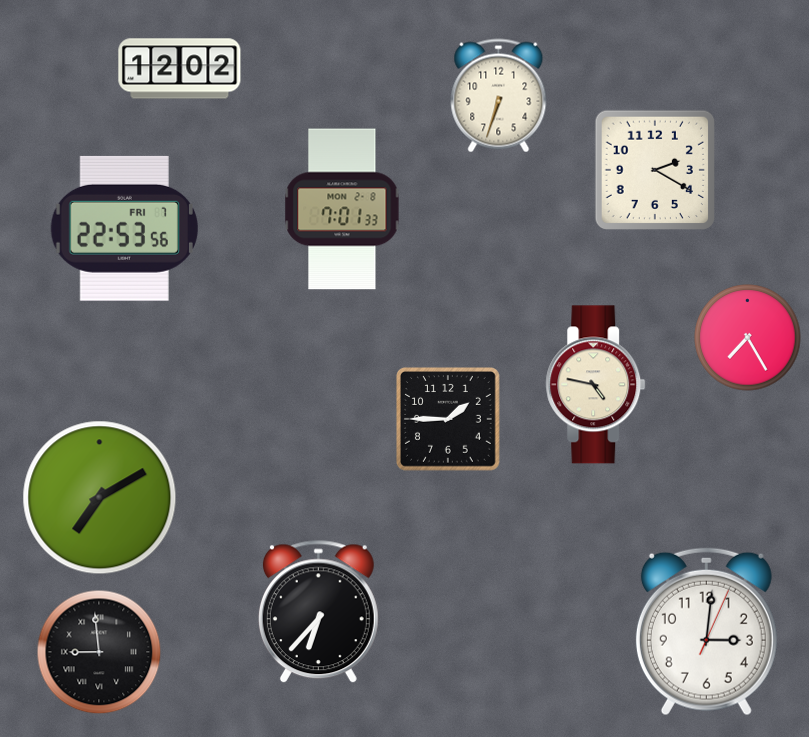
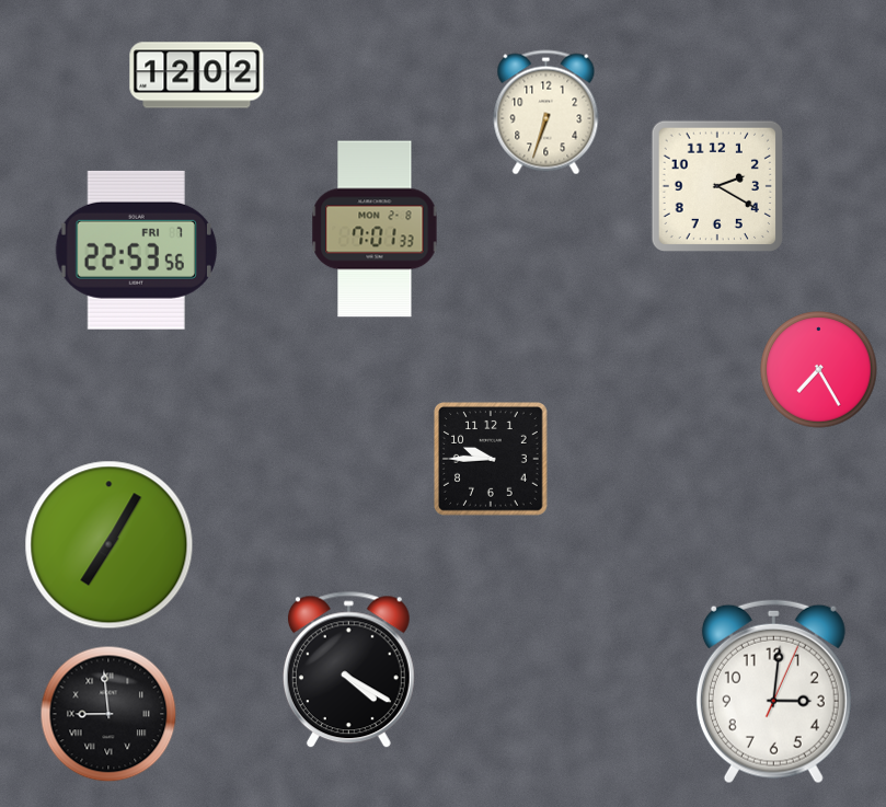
clock at (499, 96) position: (499, 96) -> (546, 113)
clock at (596, 385): 4:47 -> none
clock at (449, 420): 1:45 -> 9:45
clock at (100, 498): 7:10 -> 7:05
clock at (318, 612): 6:37 -> 4:20
